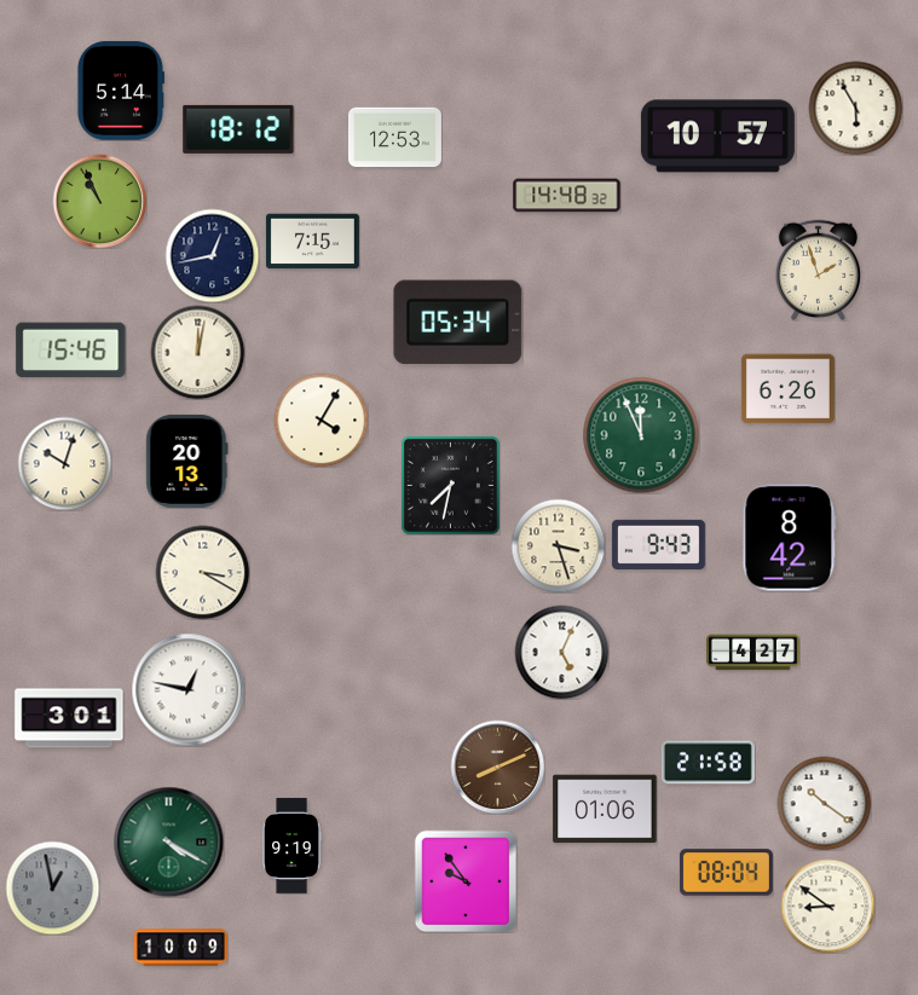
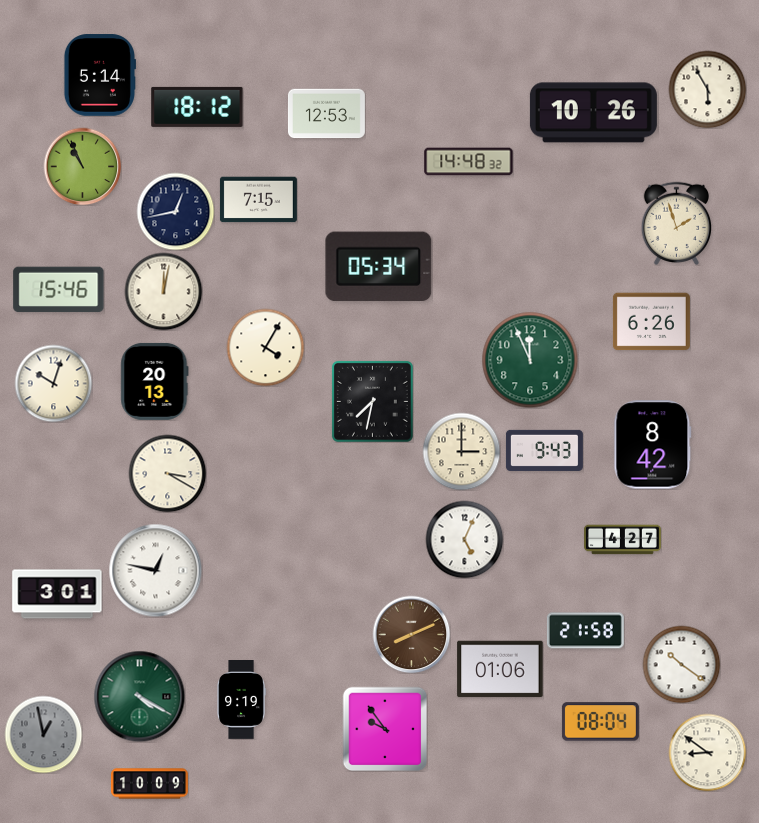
clock at (717, 137): 10:57 -> 10:26
clock at (558, 545): 3:27 -> 3:00
clock at (827, 906) position: (827, 906) -> (707, 752)
